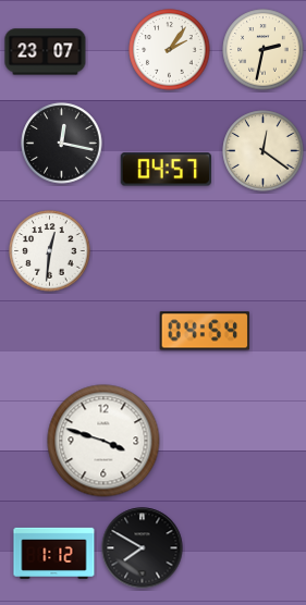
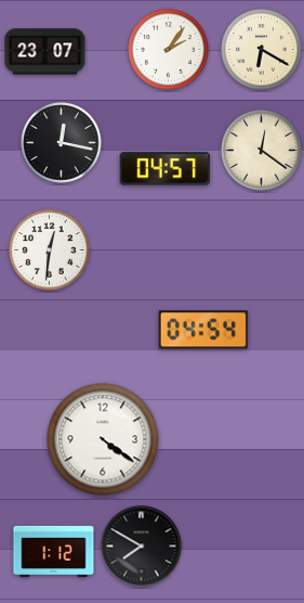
clock at (264, 50): 2:32 -> 6:20
clock at (103, 441): 3:48 -> 4:21
